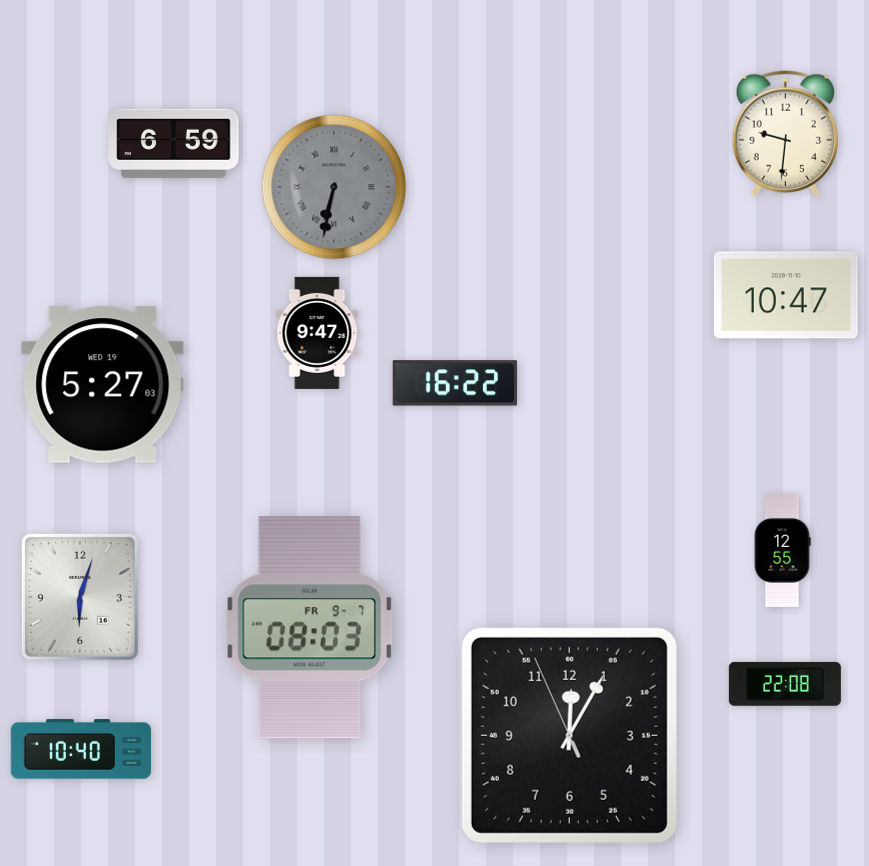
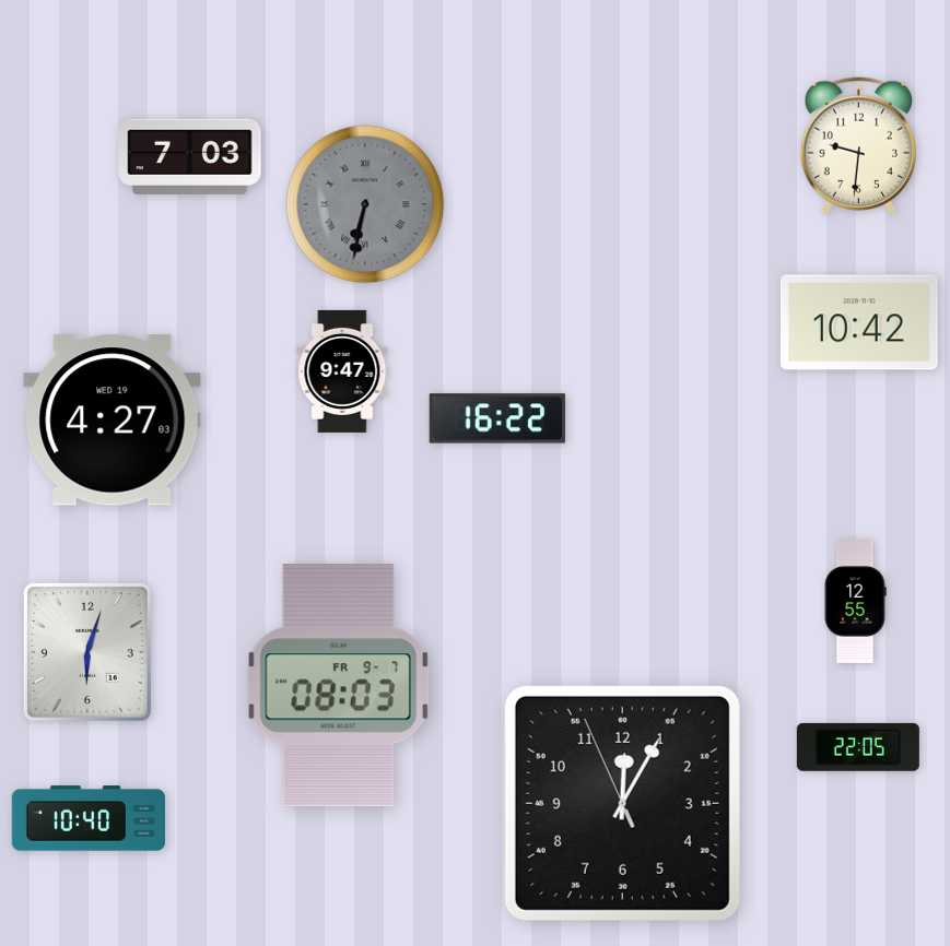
clock at (174, 143): 6:59 -> 7:03
clock at (786, 295): 10:47 -> 10:42
clock at (317, 333) position: (317, 333) -> (342, 371)
clock at (103, 385): 5:27 -> 4:27
clock at (785, 684): 22:08 -> 22:05
